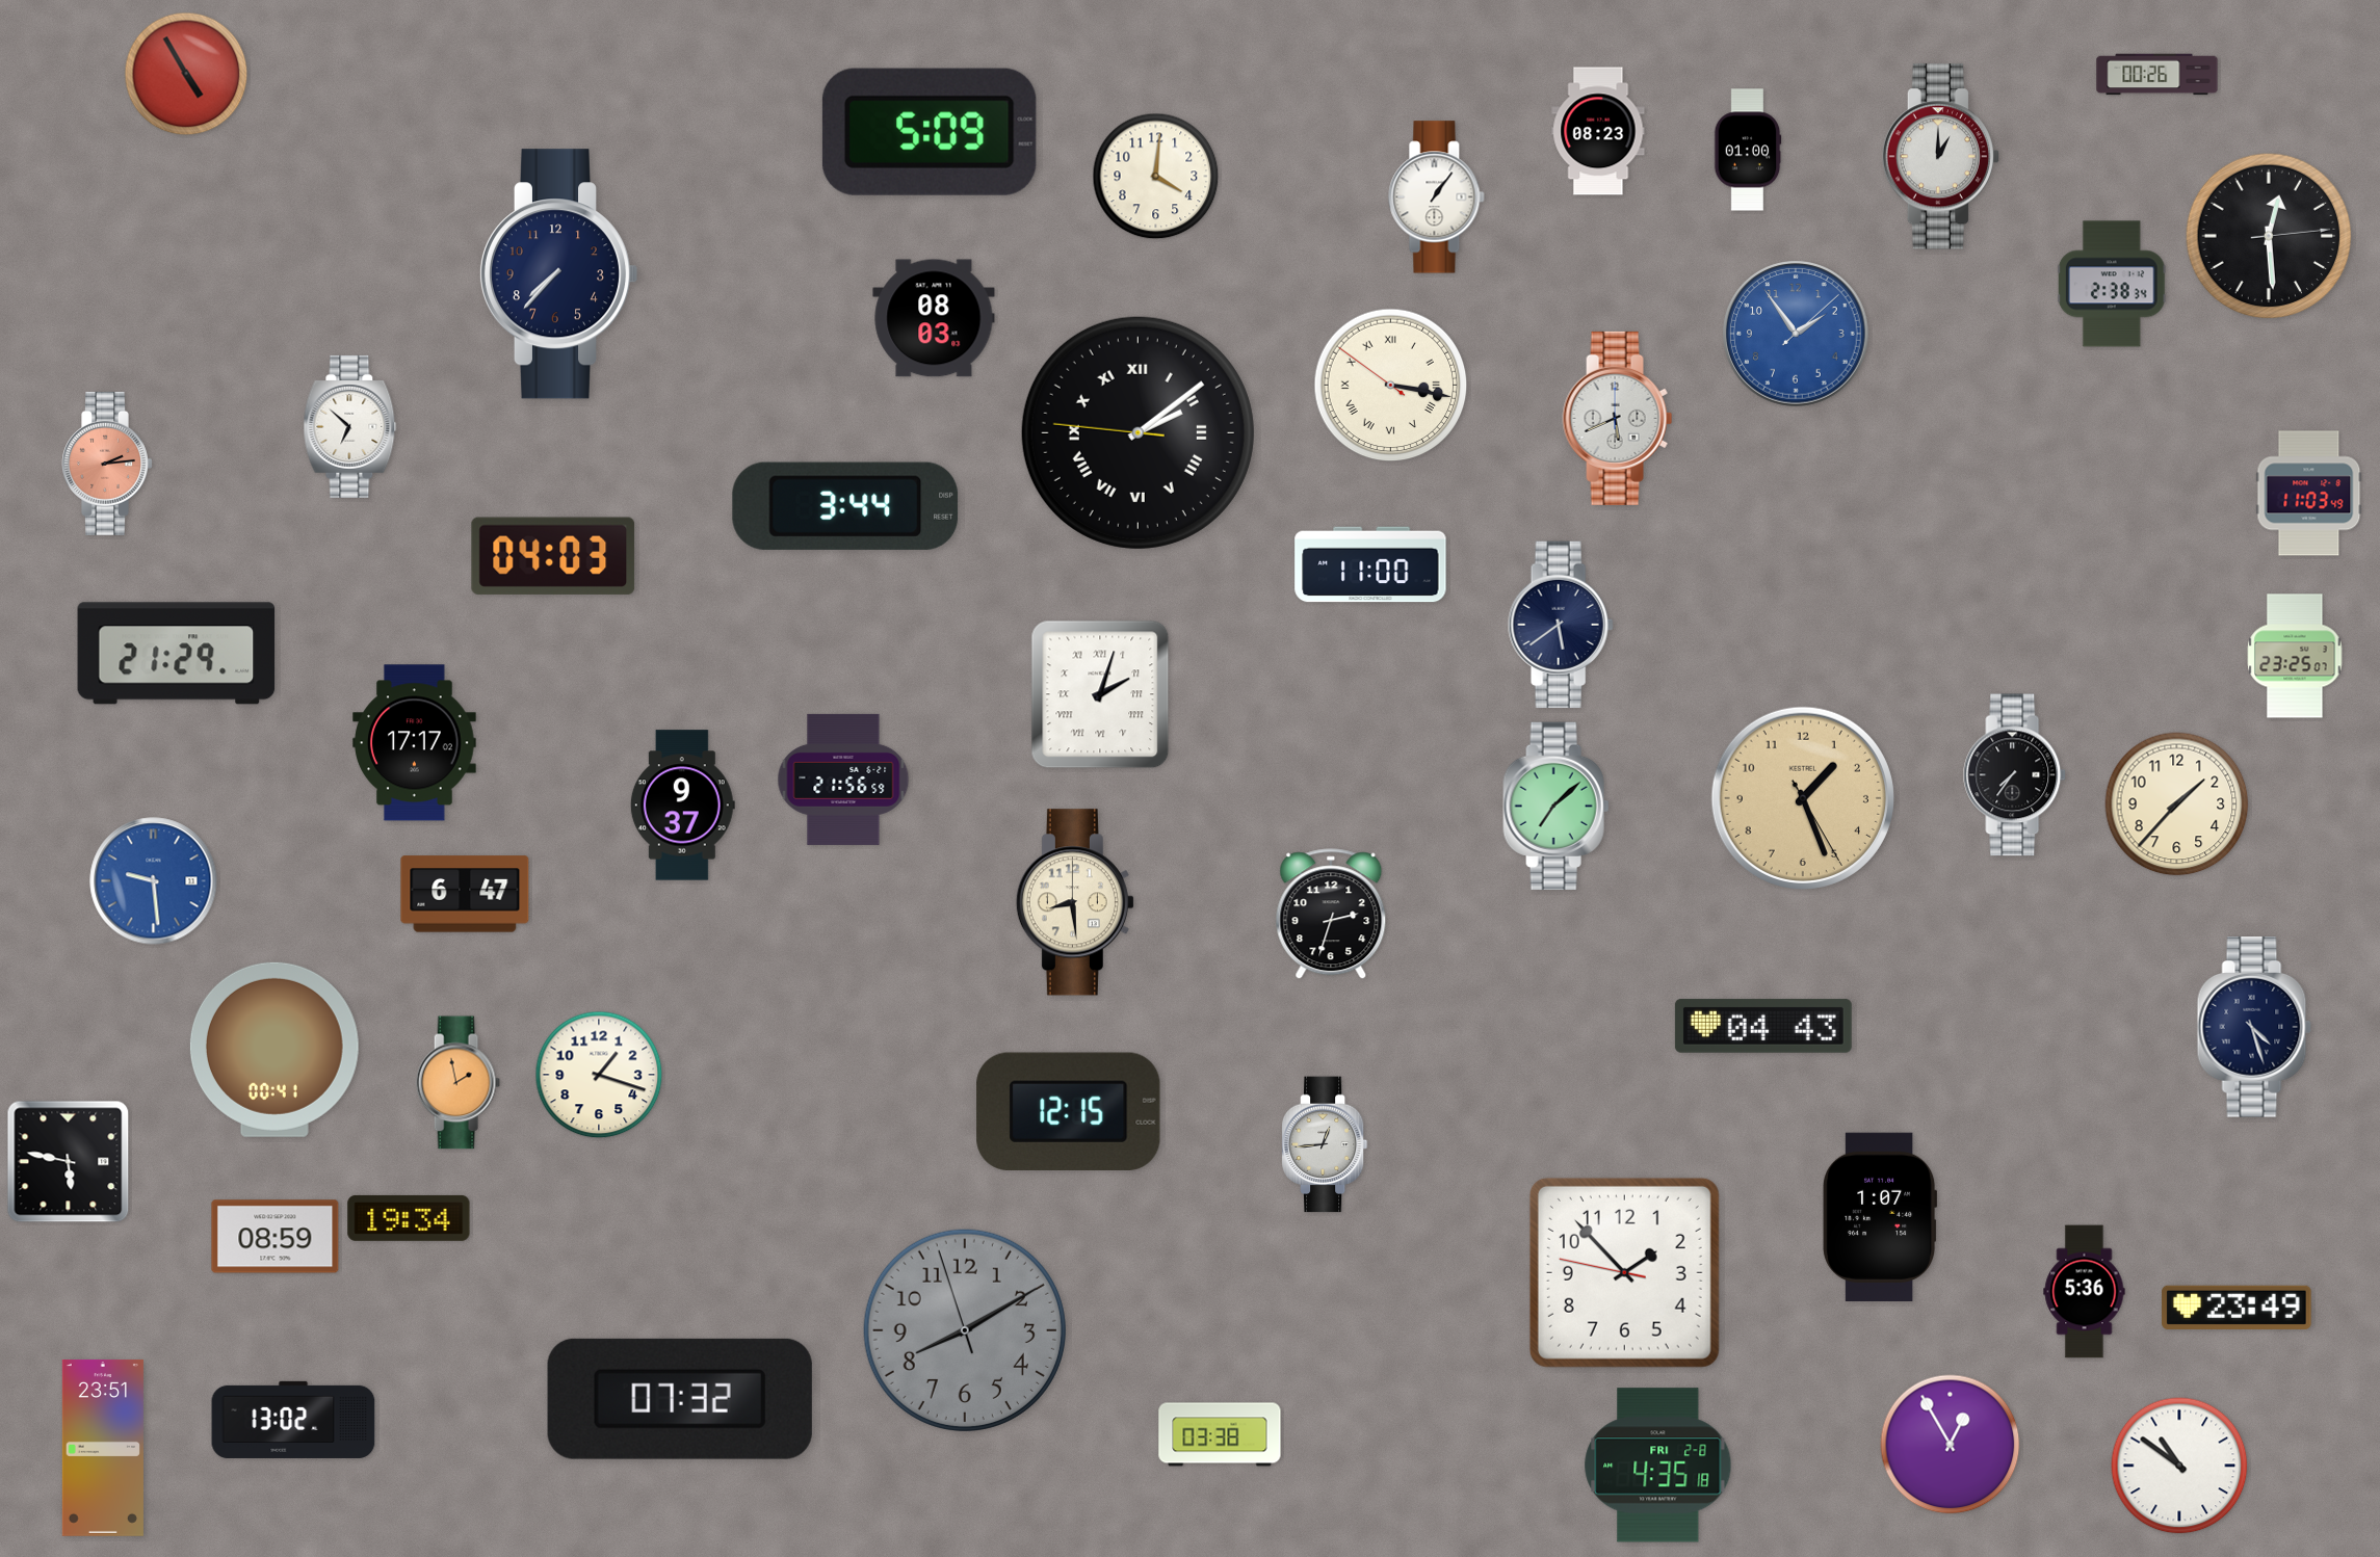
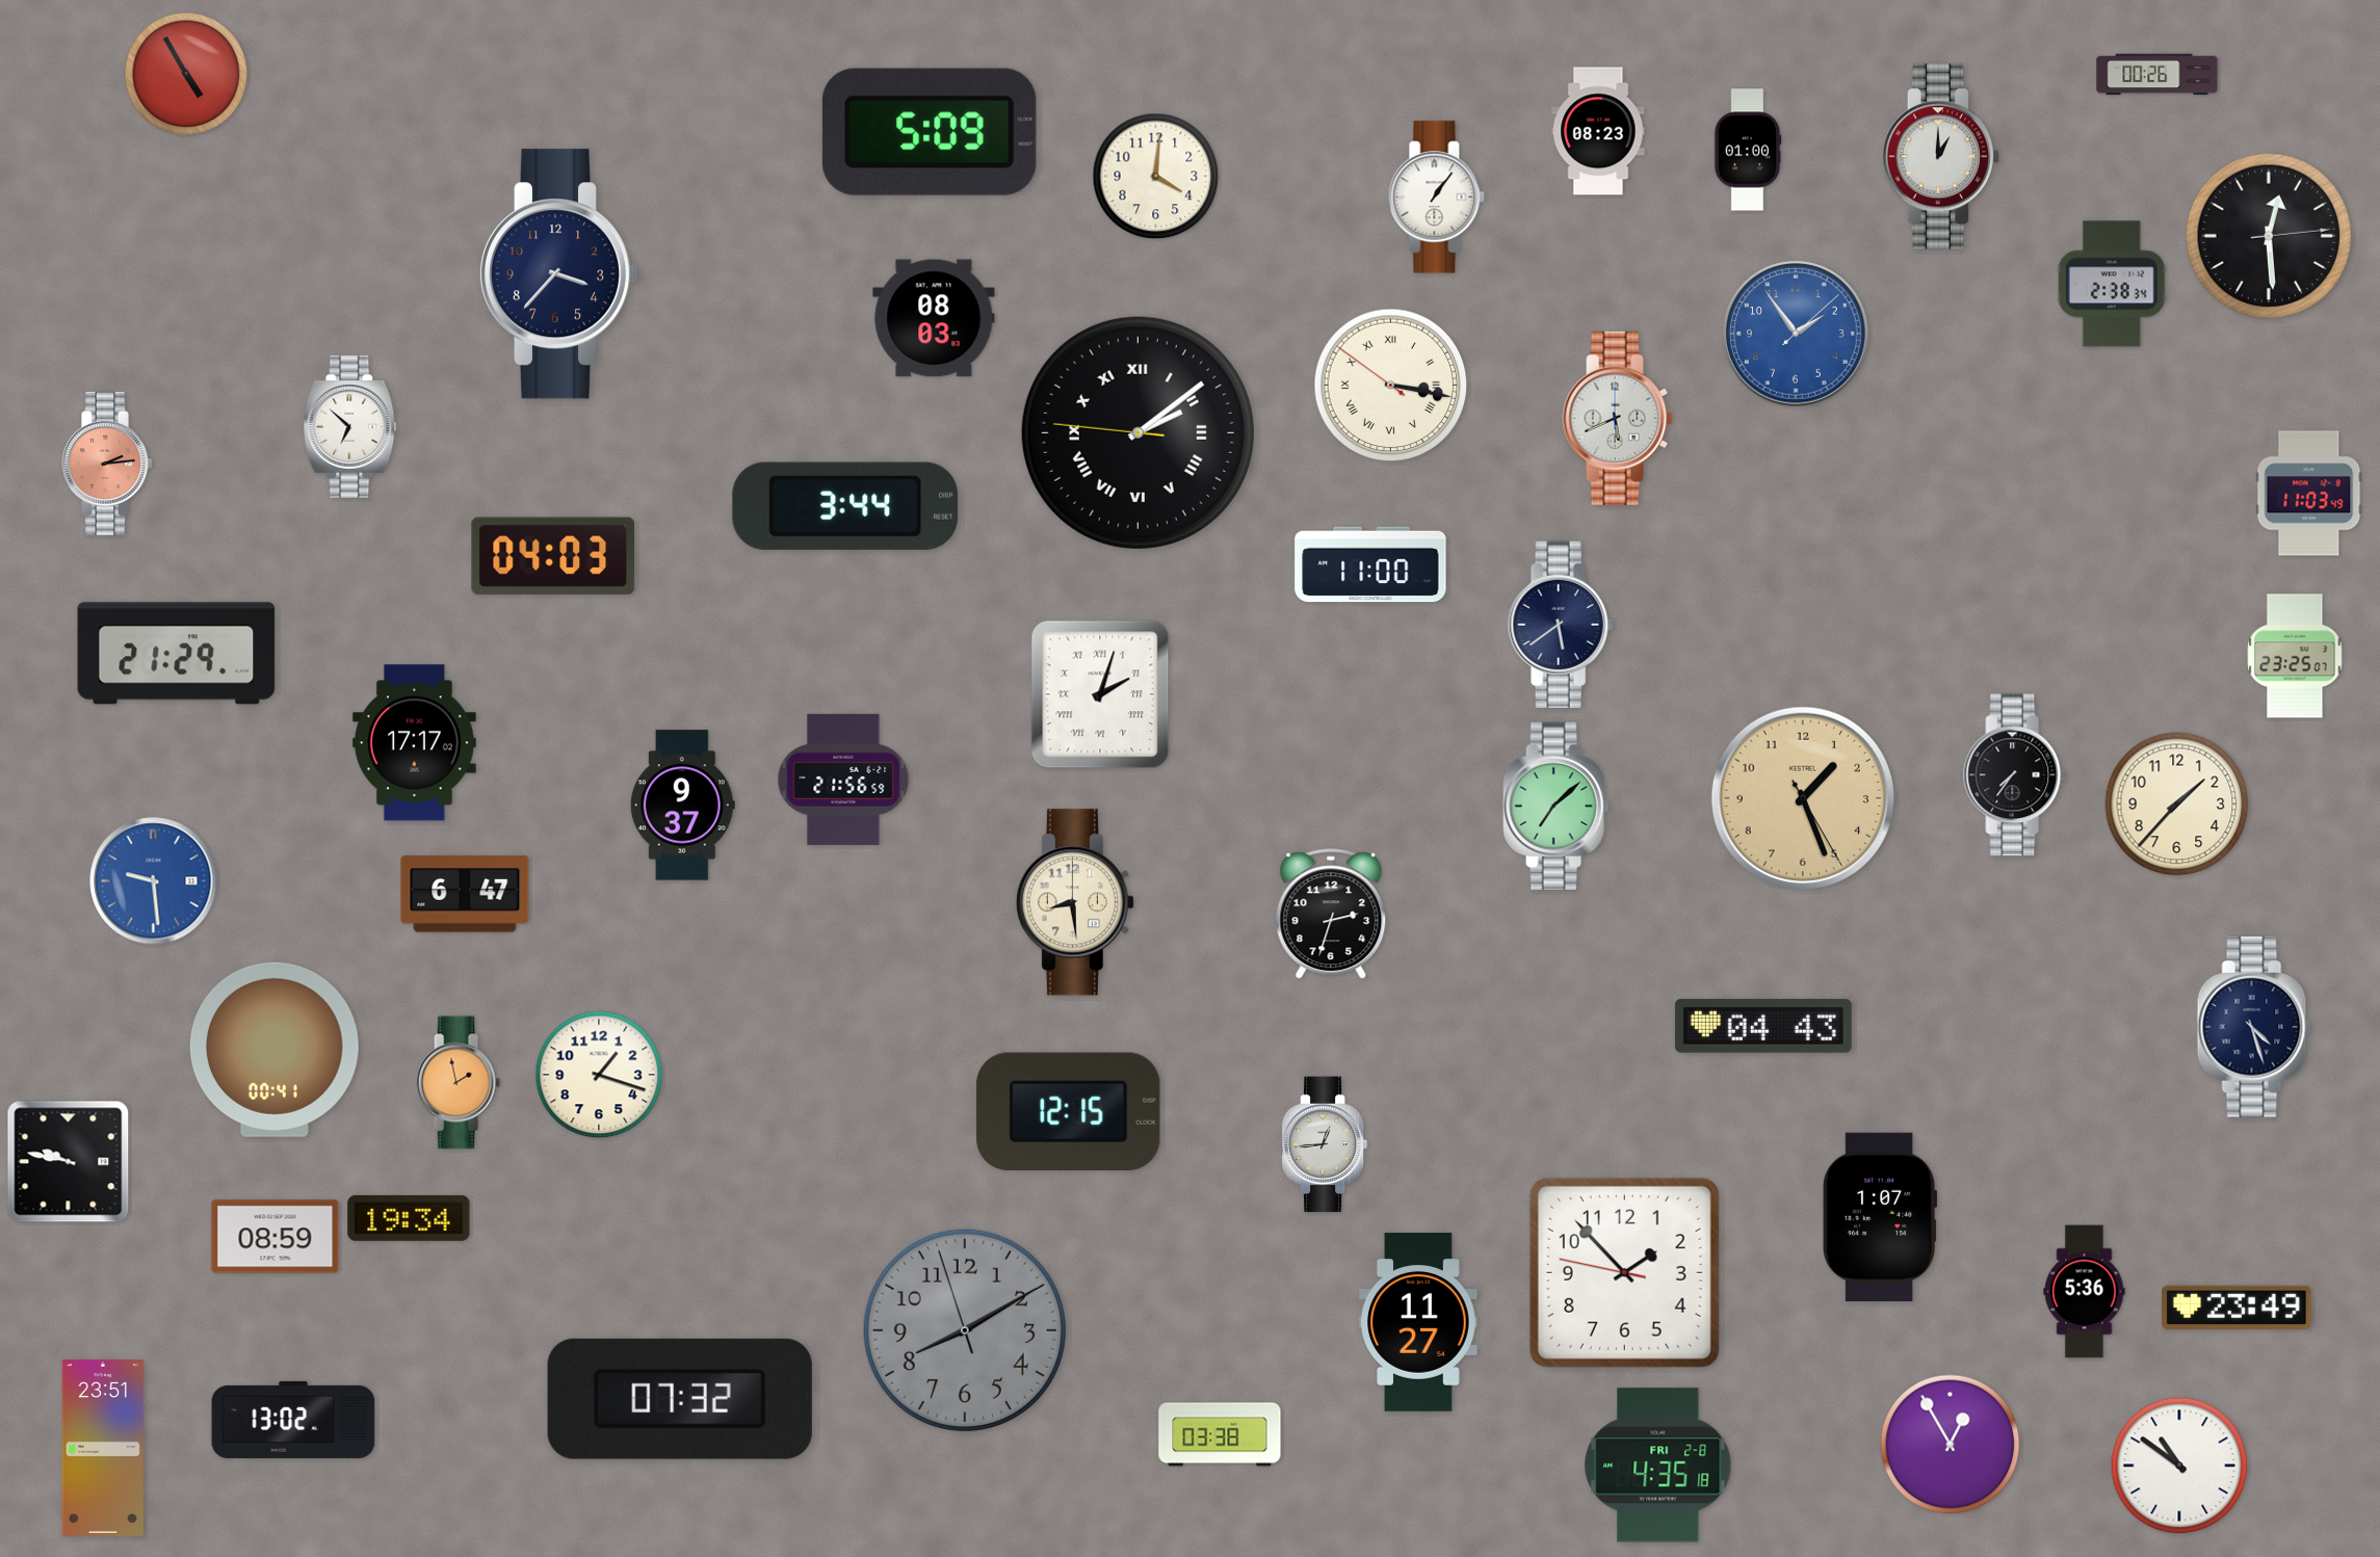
clock at (558, 274): 7:37 -> 3:37
clock at (69, 1162): 5:47 -> 9:47
clock at (1418, 1322): none -> 11:27
